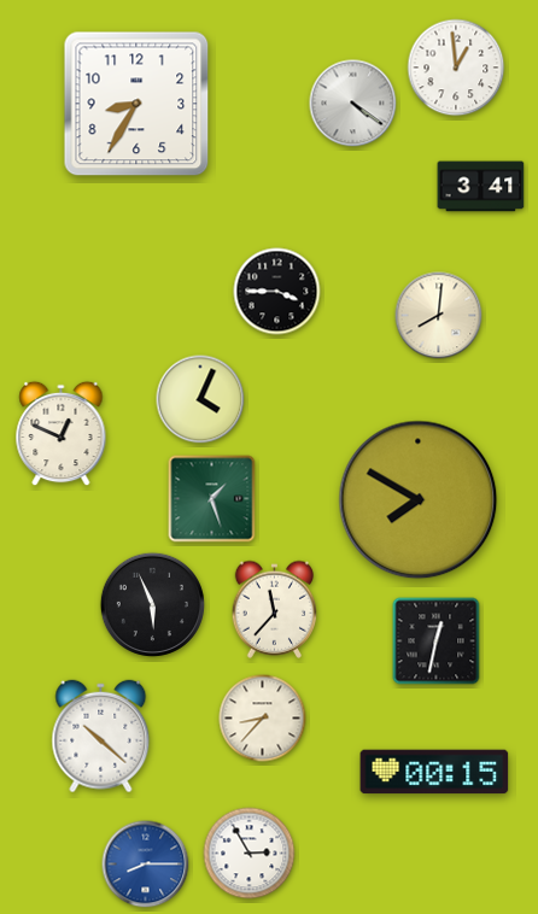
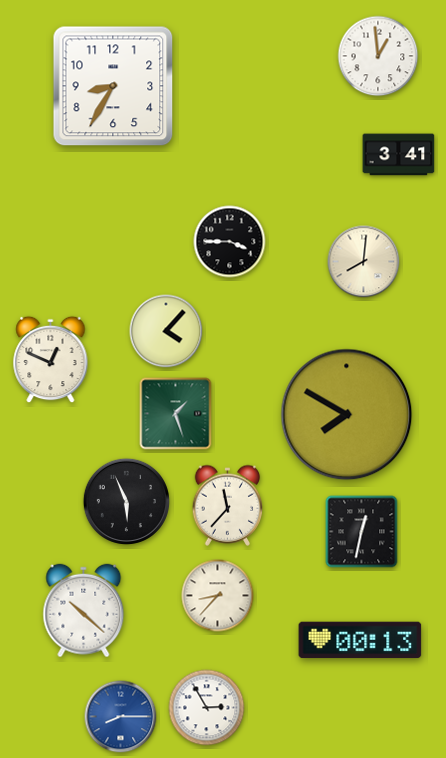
clock at (353, 104): 4:21 -> none
clock at (200, 399): 4:04 -> 4:07
clock at (434, 772): 00:15 -> 00:13
